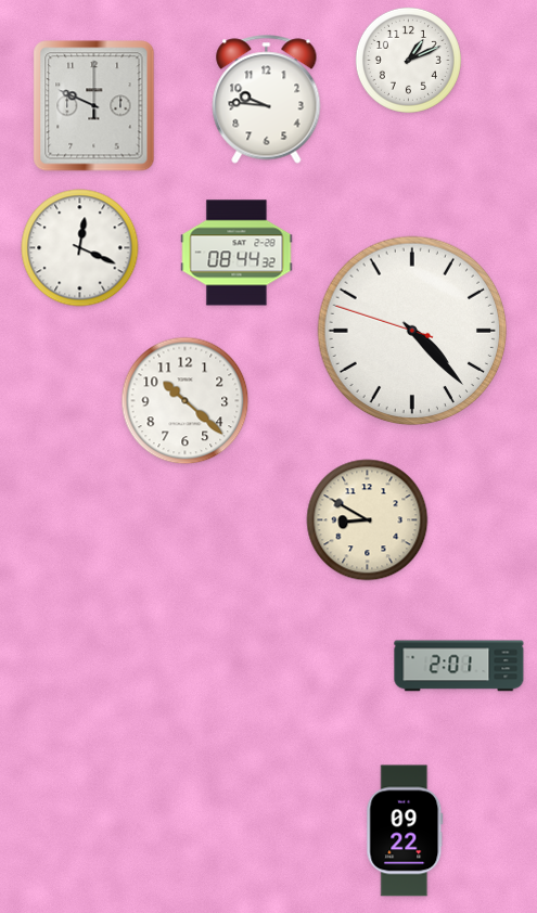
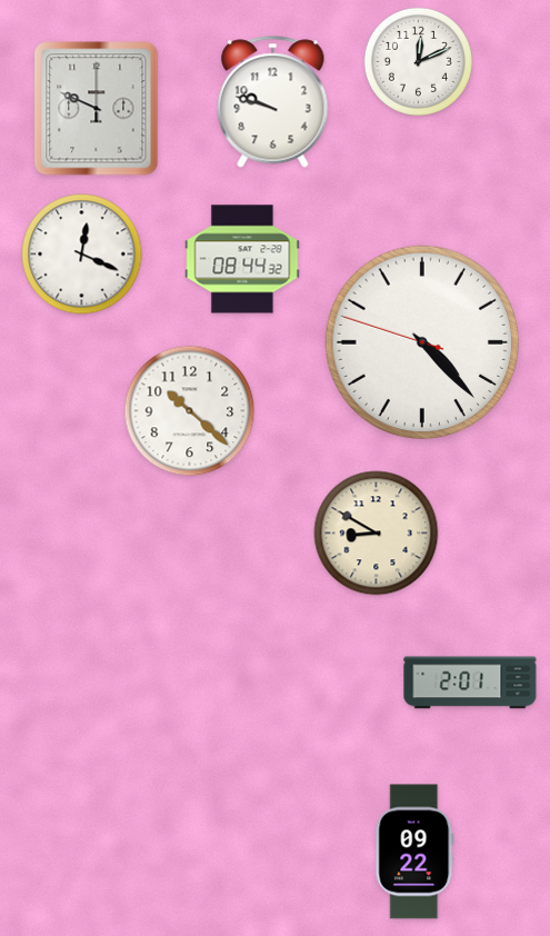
clock at (408, 60): 1:11 -> 12:11
clock at (267, 100): 9:46 -> 9:48
clock at (412, 331) position: (412, 331) -> (422, 342)
